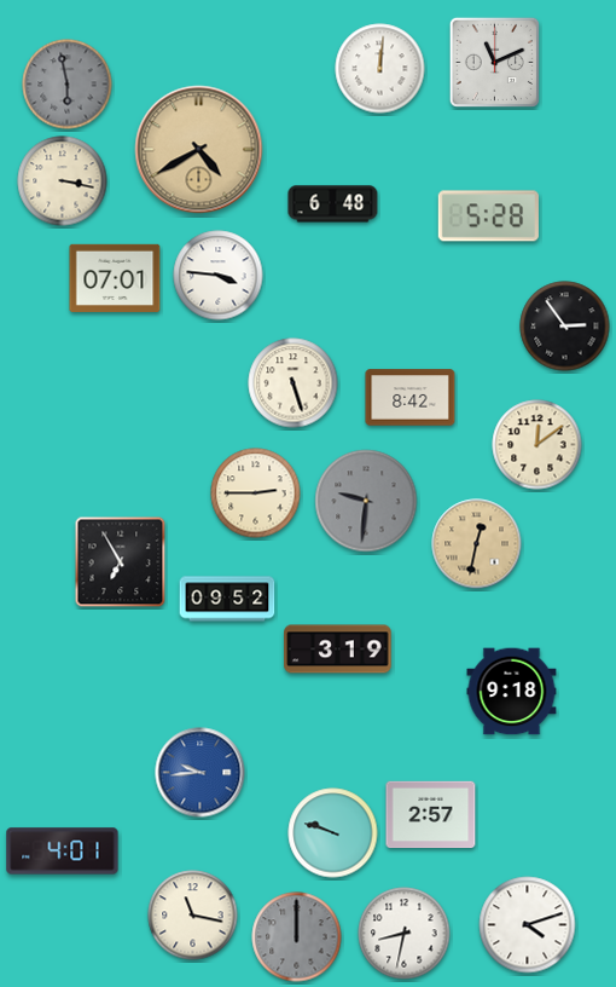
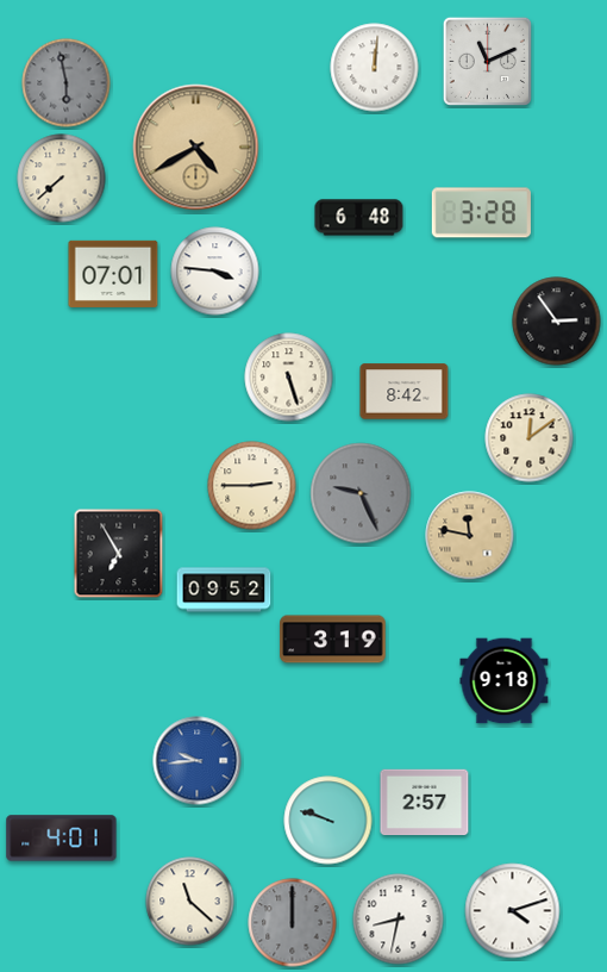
clock at (63, 181): 3:17 -> 7:38
clock at (333, 204) position: (333, 204) -> (359, 218)
clock at (488, 217): 5:28 -> 3:28
clock at (366, 501): 9:31 -> 9:26
clock at (477, 544): 12:32 -> 11:47
clock at (193, 916): 11:17 -> 11:22
clock at (528, 925) position: (528, 925) -> (513, 911)
